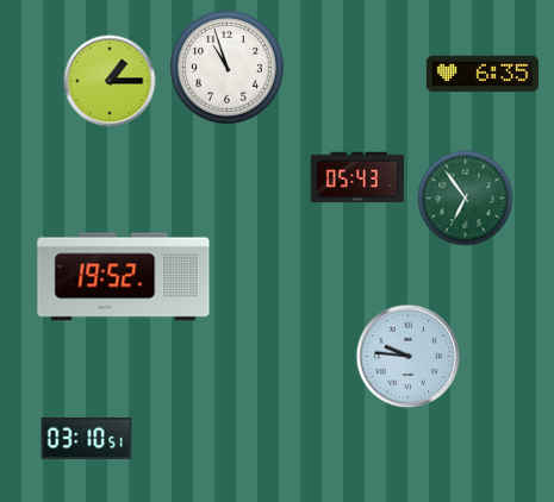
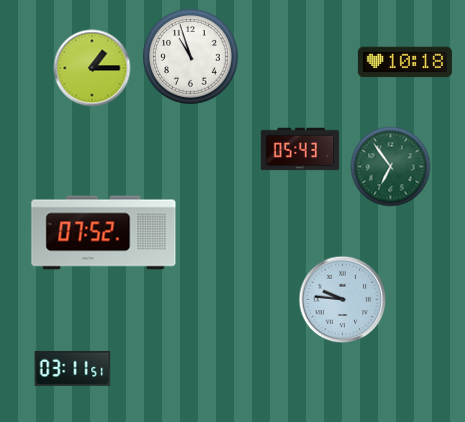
clock at (483, 74): 6:35 -> 10:18
clock at (124, 277): 19:52 -> 07:52
clock at (87, 438): 03:10 -> 03:11
